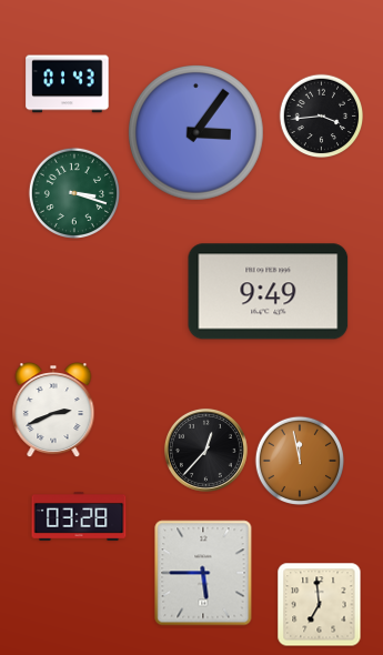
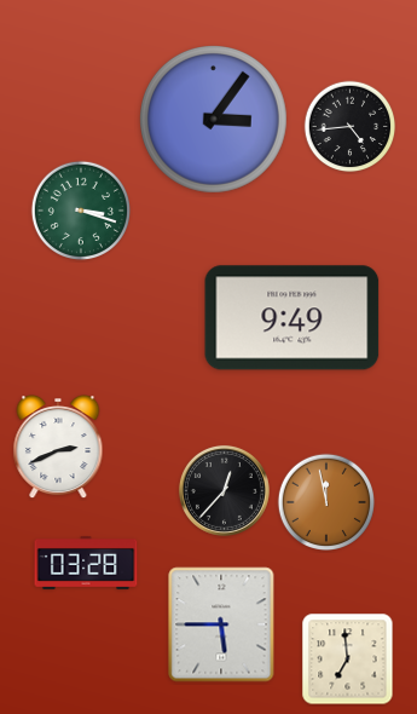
clock at (68, 84): 01:43 -> none
clock at (322, 117): 3:44 -> 4:44
clock at (196, 133) position: (196, 133) -> (214, 120)
